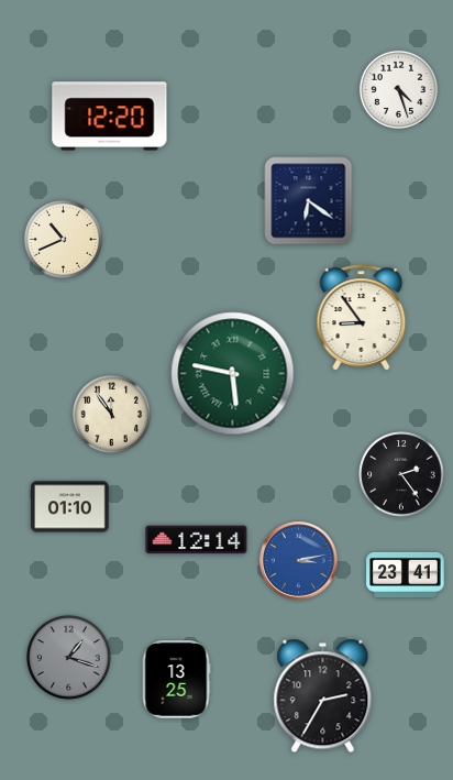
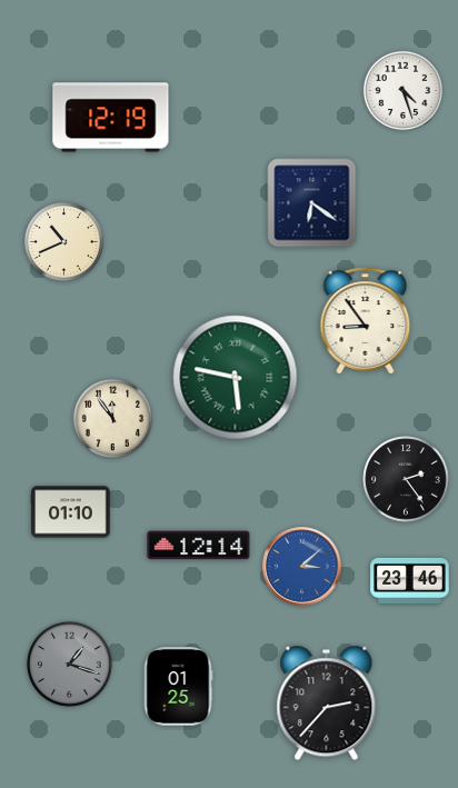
clock at (110, 117): 12:20 -> 12:19
clock at (299, 561): 3:13 -> 3:08
clock at (406, 574): 23:41 -> 23:46
clock at (176, 680): 13:25 -> 01:25
clock at (323, 696): 2:35 -> 2:37
